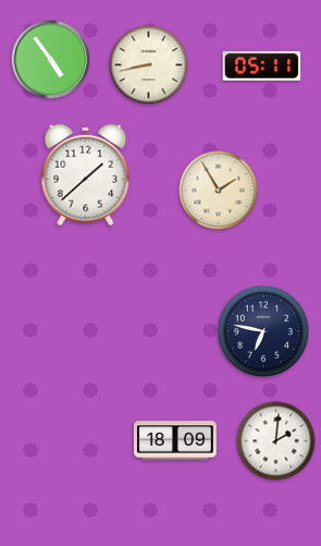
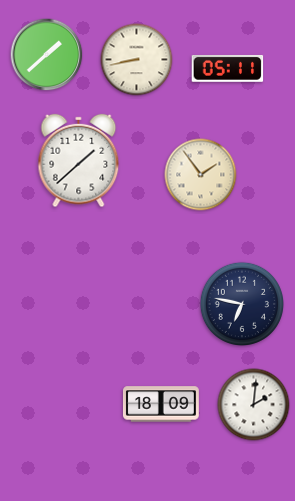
clock at (51, 60): 4:54 -> 1:38
clock at (262, 66) position: (262, 66) -> (228, 69)
clock at (219, 191): 1:55 -> 1:54
